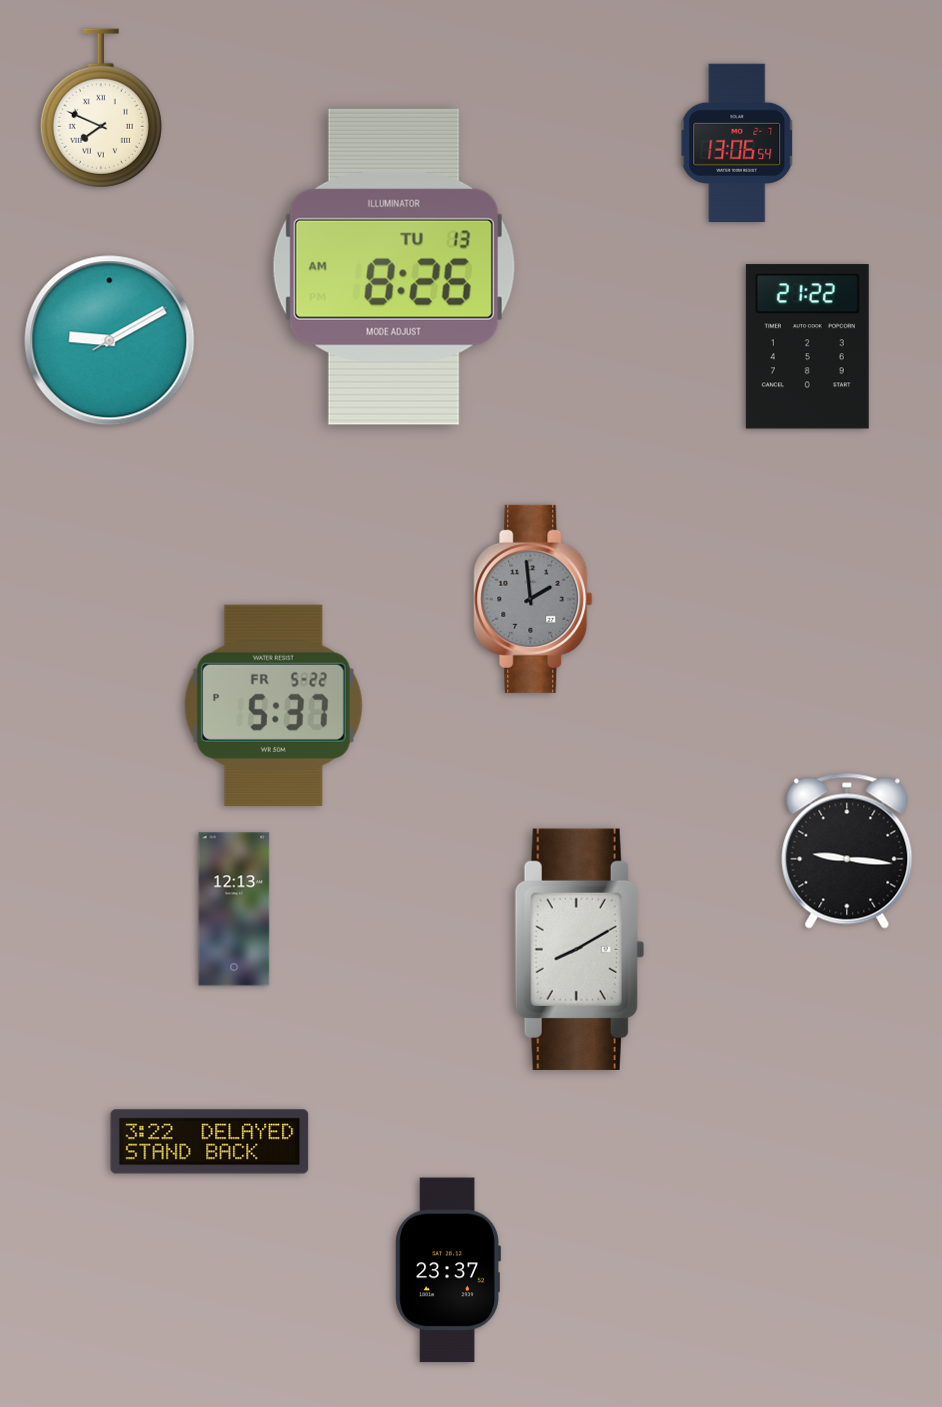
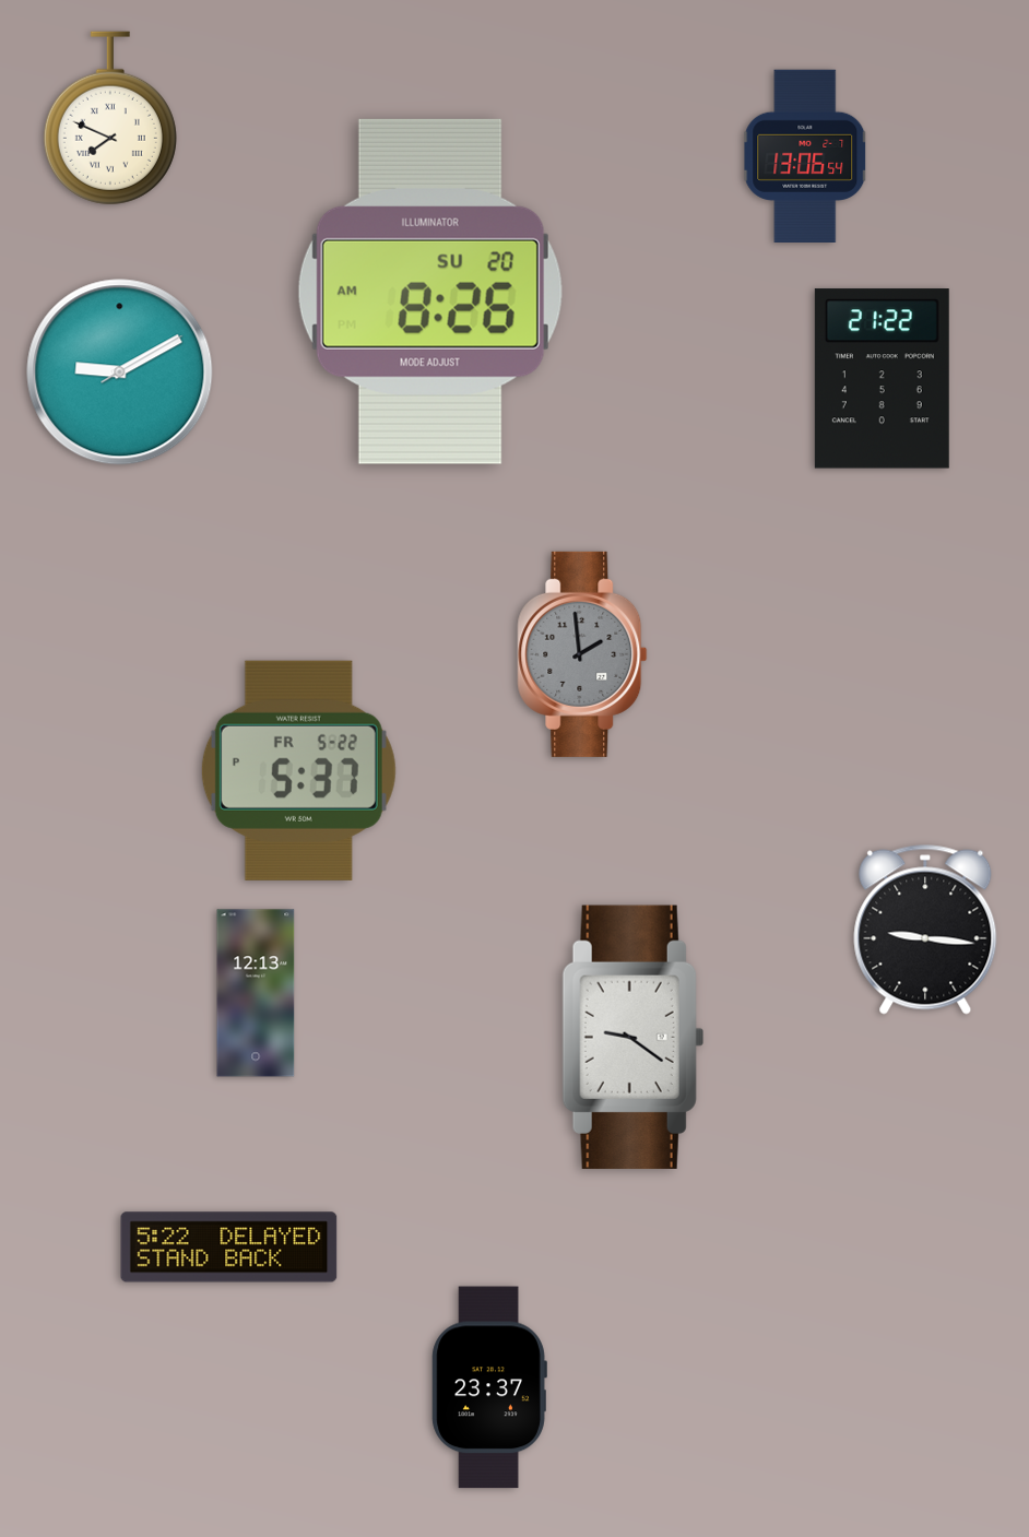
clock at (394, 267) date: TU 13 -> SU 20
clock at (579, 949): 8:10 -> 9:21
clock at (210, 1142): 3:22 -> 5:22
